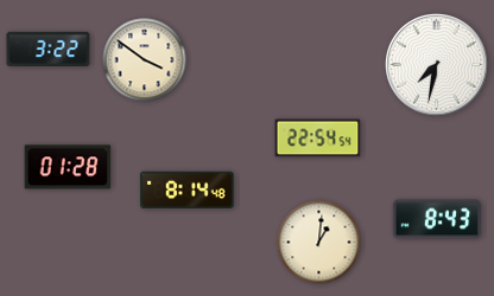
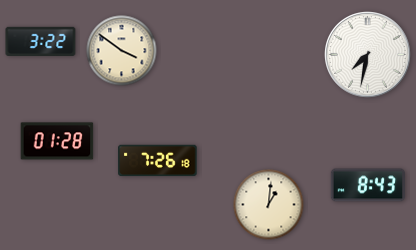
clock at (318, 139): 22:54 -> none
clock at (188, 191): 8:14 -> 7:26
